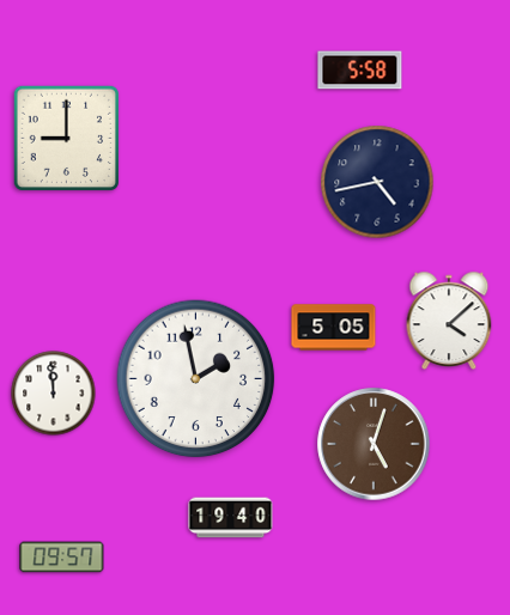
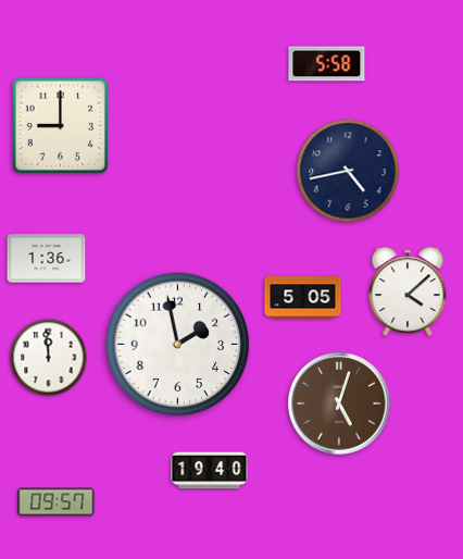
clock at (377, 182) position: (377, 182) -> (348, 171)
clock at (47, 259): none -> 1:36
clock at (62, 558) position: (62, 558) -> (57, 502)
